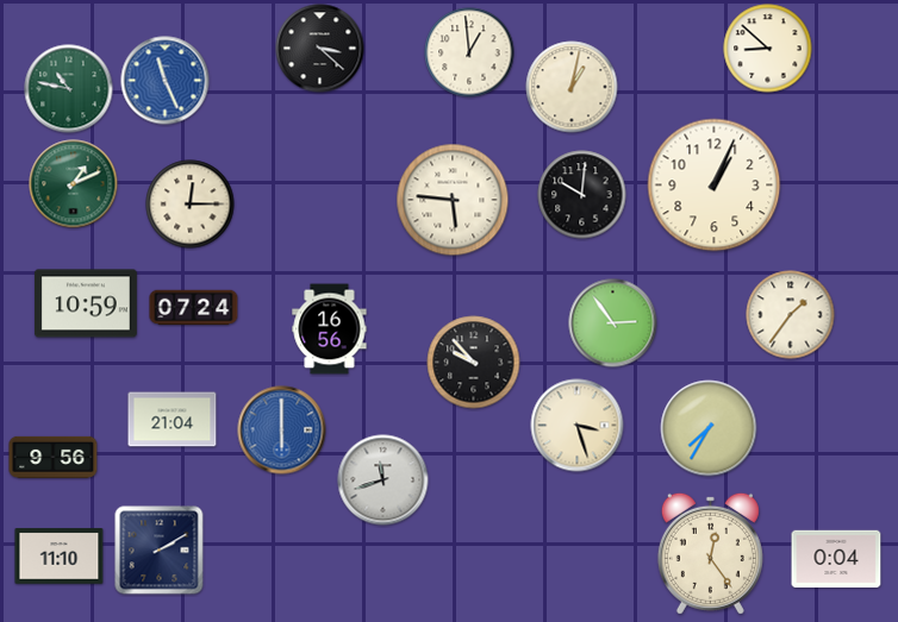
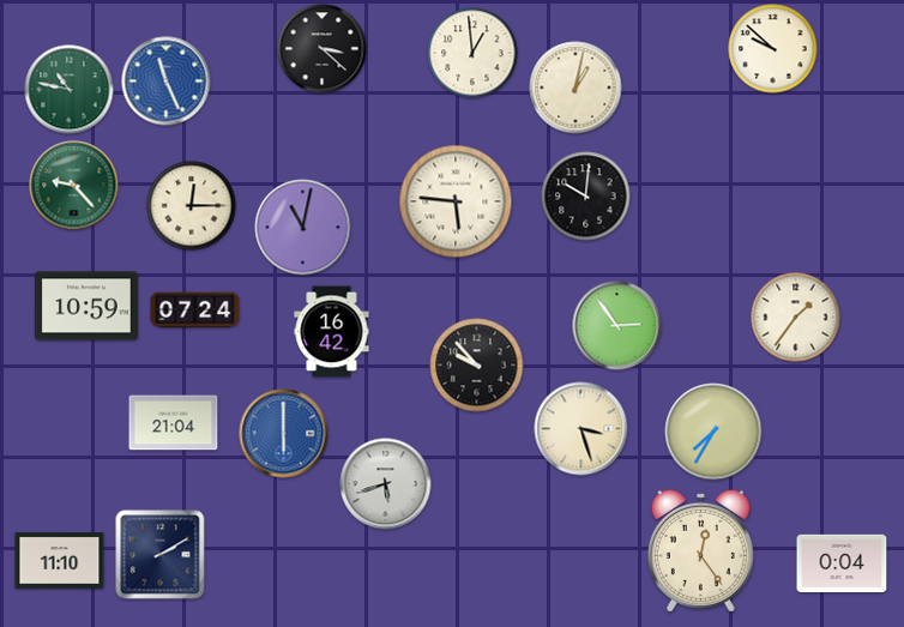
clock at (768, 49): 8:52 -> 9:52
clock at (74, 184): 1:11 -> 9:23
clock at (715, 186): 1:04 -> none
clock at (303, 228): none -> 11:02
clock at (330, 329): 16:56 -> 16:42
clock at (54, 457): 9:56 -> none
clock at (383, 480): 11:42 -> 5:42
clock at (710, 553) position: (710, 553) -> (700, 550)
